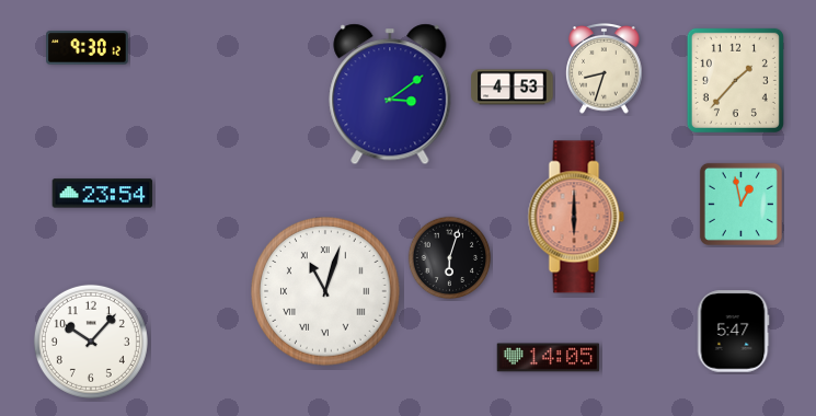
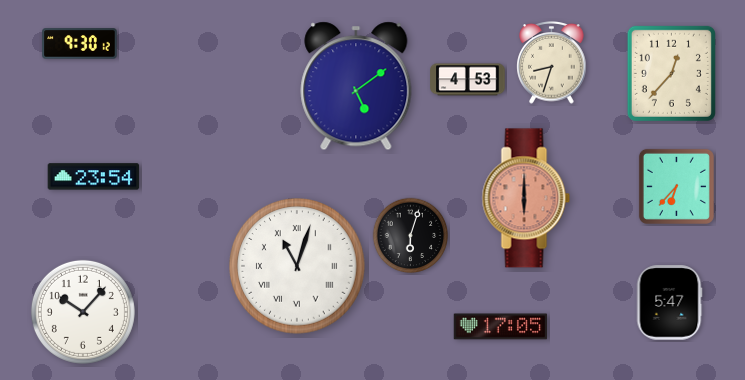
clock at (735, 80): 1:37 -> 12:37
clock at (390, 94): 3:09 -> 5:09
clock at (740, 204): 12:58 -> 6:37
clock at (549, 358): 14:05 -> 17:05
